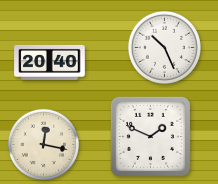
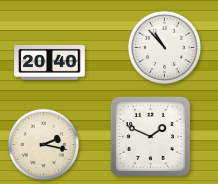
clock at (164, 47): 10:26 -> 10:53
clock at (43, 144): 12:17 -> 2:17
